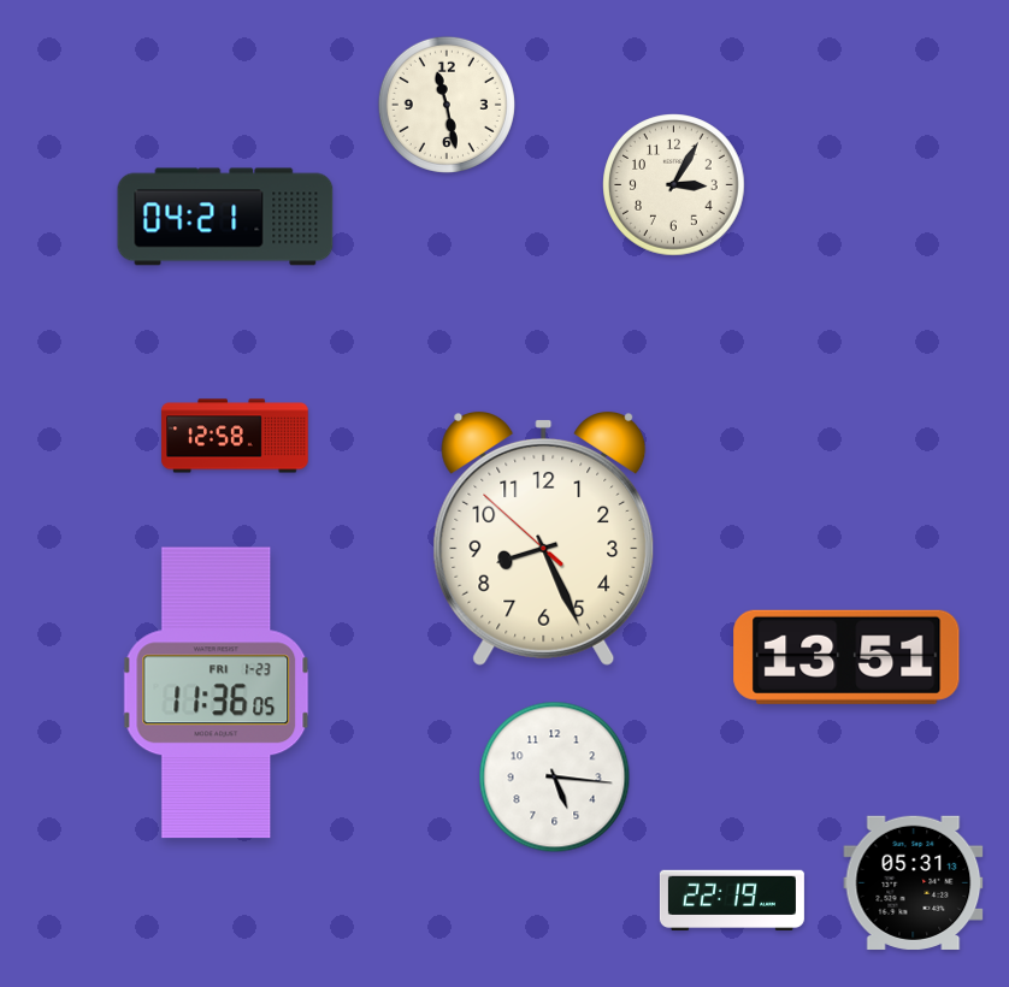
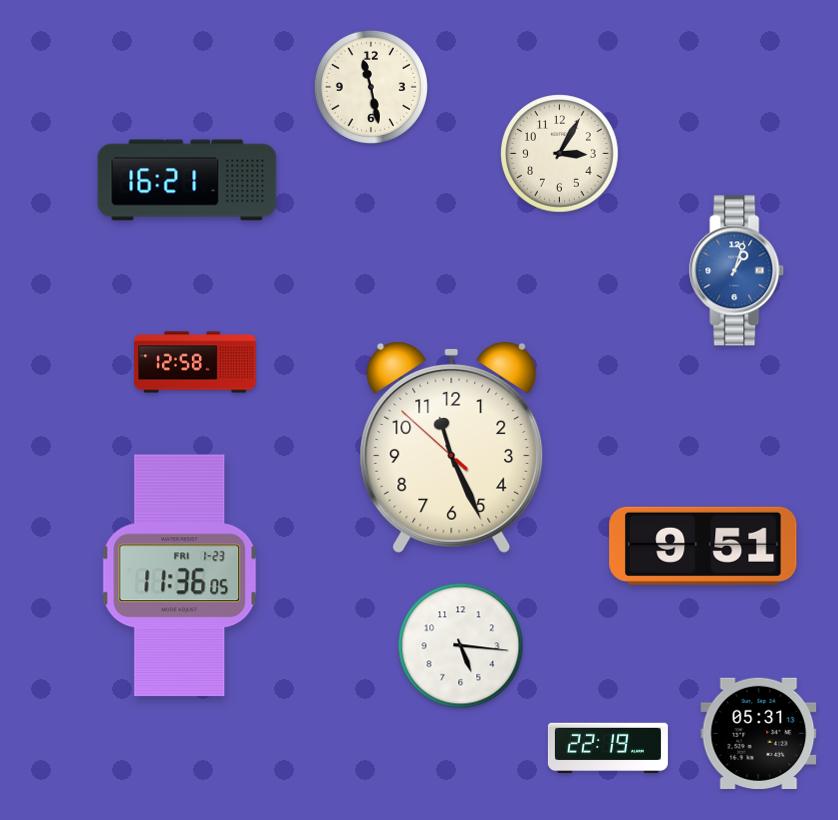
clock at (225, 217): 04:21 -> 16:21
clock at (737, 271): none -> 1:03
clock at (544, 538): 8:25 -> 11:25
clock at (846, 657): 13:51 -> 9:51
